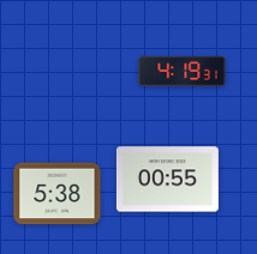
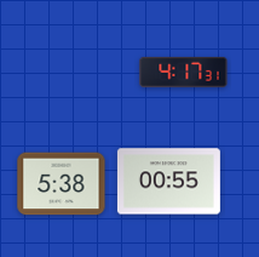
clock at (183, 71): 4:19 -> 4:17
clock at (58, 194) position: (58, 194) -> (62, 184)
